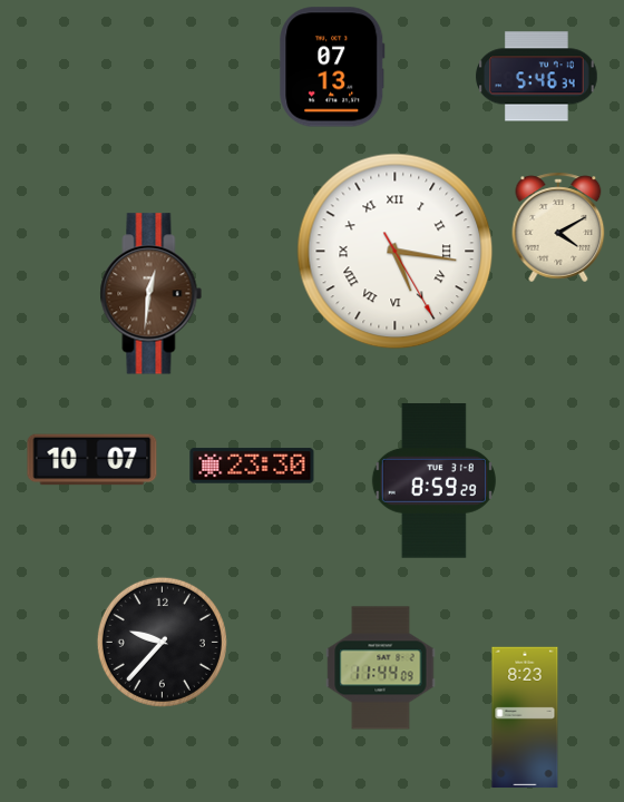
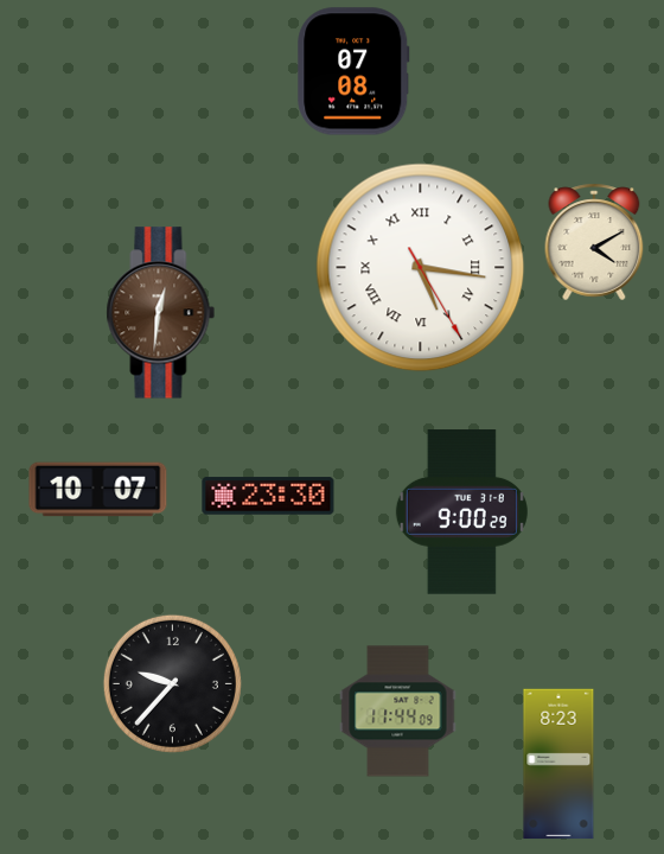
clock at (332, 67): 07:13 -> 07:08
clock at (537, 77): 5:46 -> none
clock at (433, 481): 8:59 -> 9:00
clock at (381, 668) position: (381, 668) -> (398, 712)
